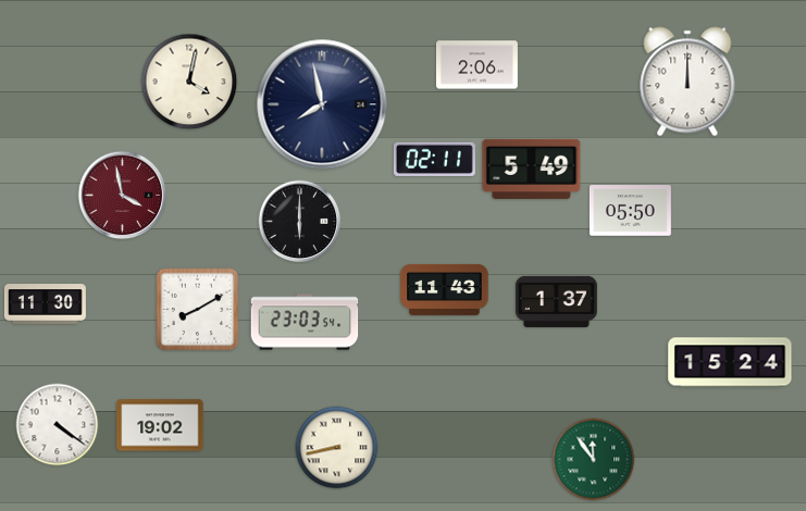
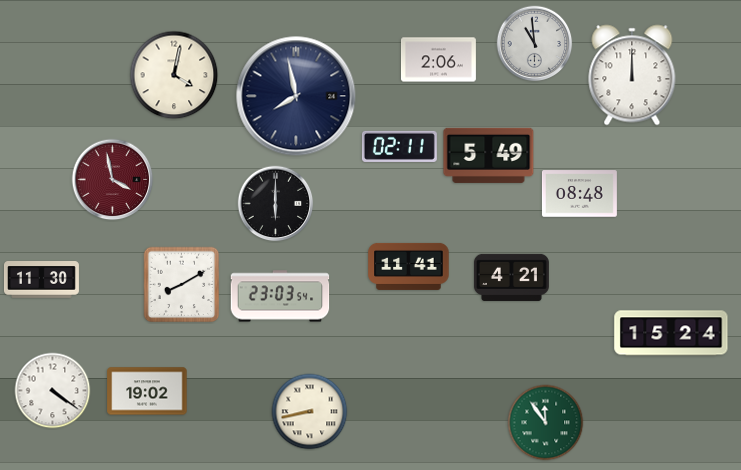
clock at (535, 44): none -> 10:59
clock at (630, 211): 05:50 -> 08:48
clock at (445, 289): 11:43 -> 11:41
clock at (556, 301): 1:37 -> 4:21
